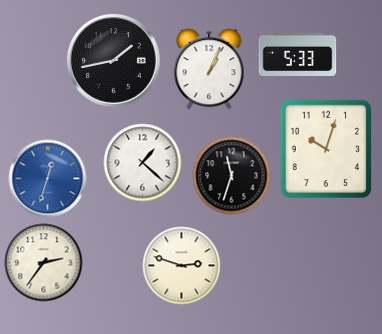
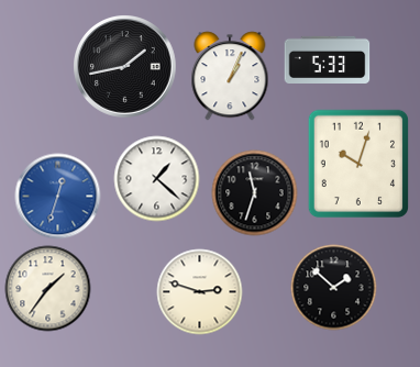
clock at (47, 178) position: (47, 178) -> (57, 196)
clock at (333, 287): none -> 1:52
clock at (43, 262): 2:36 -> 1:36
